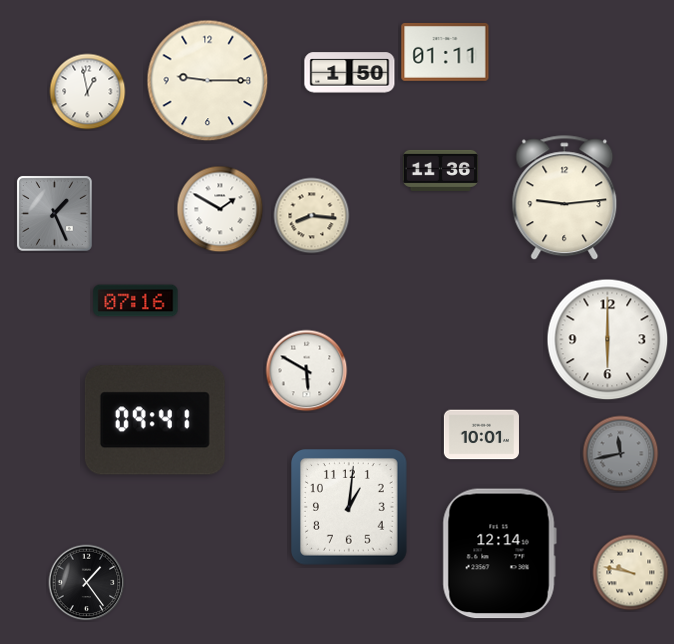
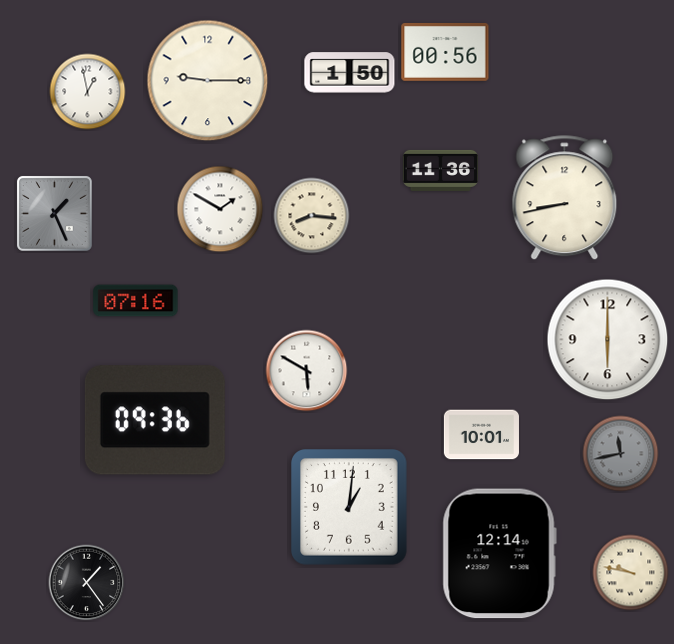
clock at (445, 52): 01:11 -> 00:56
clock at (565, 198): 9:14 -> 8:43
clock at (155, 420): 09:41 -> 09:36
